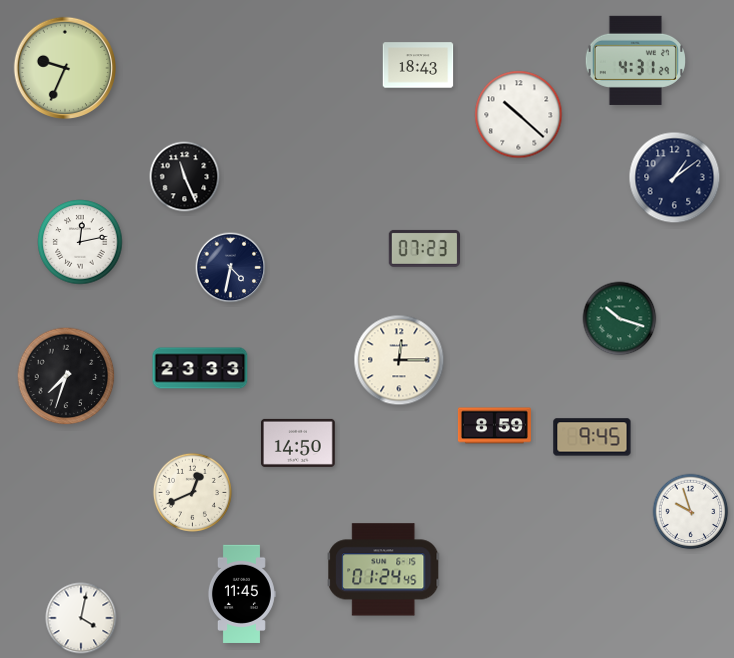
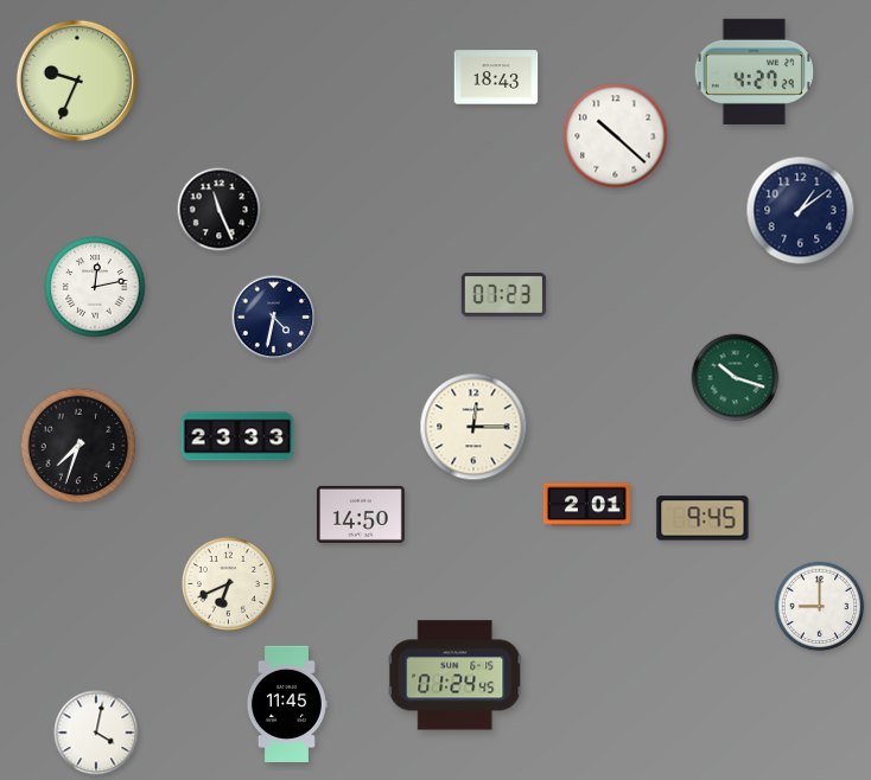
clock at (635, 60): 4:31 -> 4:27
clock at (494, 426): 8:59 -> 2:01
clock at (298, 443) position: (298, 443) -> (361, 514)
clock at (192, 492): 12:41 -> 6:41
clock at (691, 512): 9:57 -> 9:00
